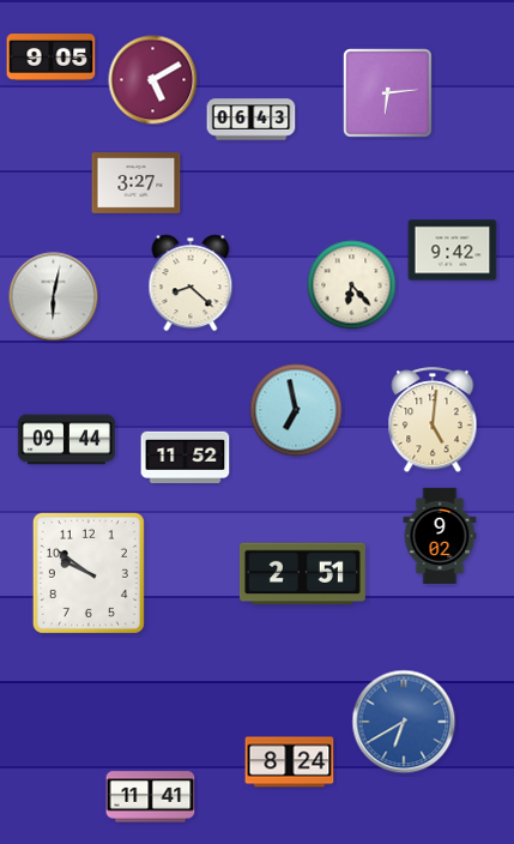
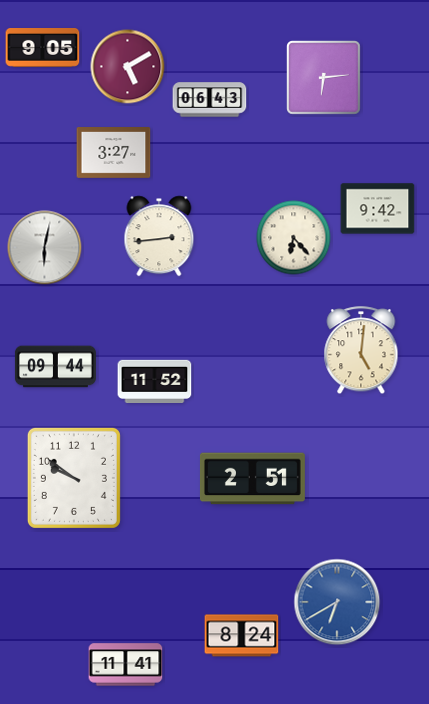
clock at (191, 283): 8:22 -> 2:44
clock at (296, 410): 6:58 -> none
clock at (440, 536): 9:02 -> none
